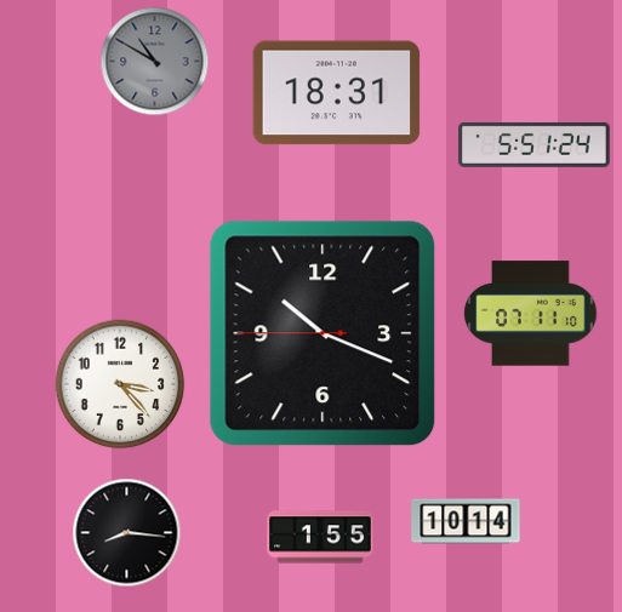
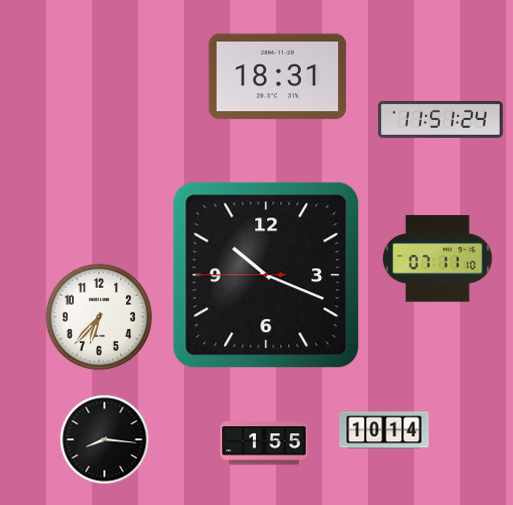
clock at (155, 62): 10:50 -> none
clock at (535, 144): 5:51 -> 11:51
clock at (120, 384): 3:23 -> 6:37
